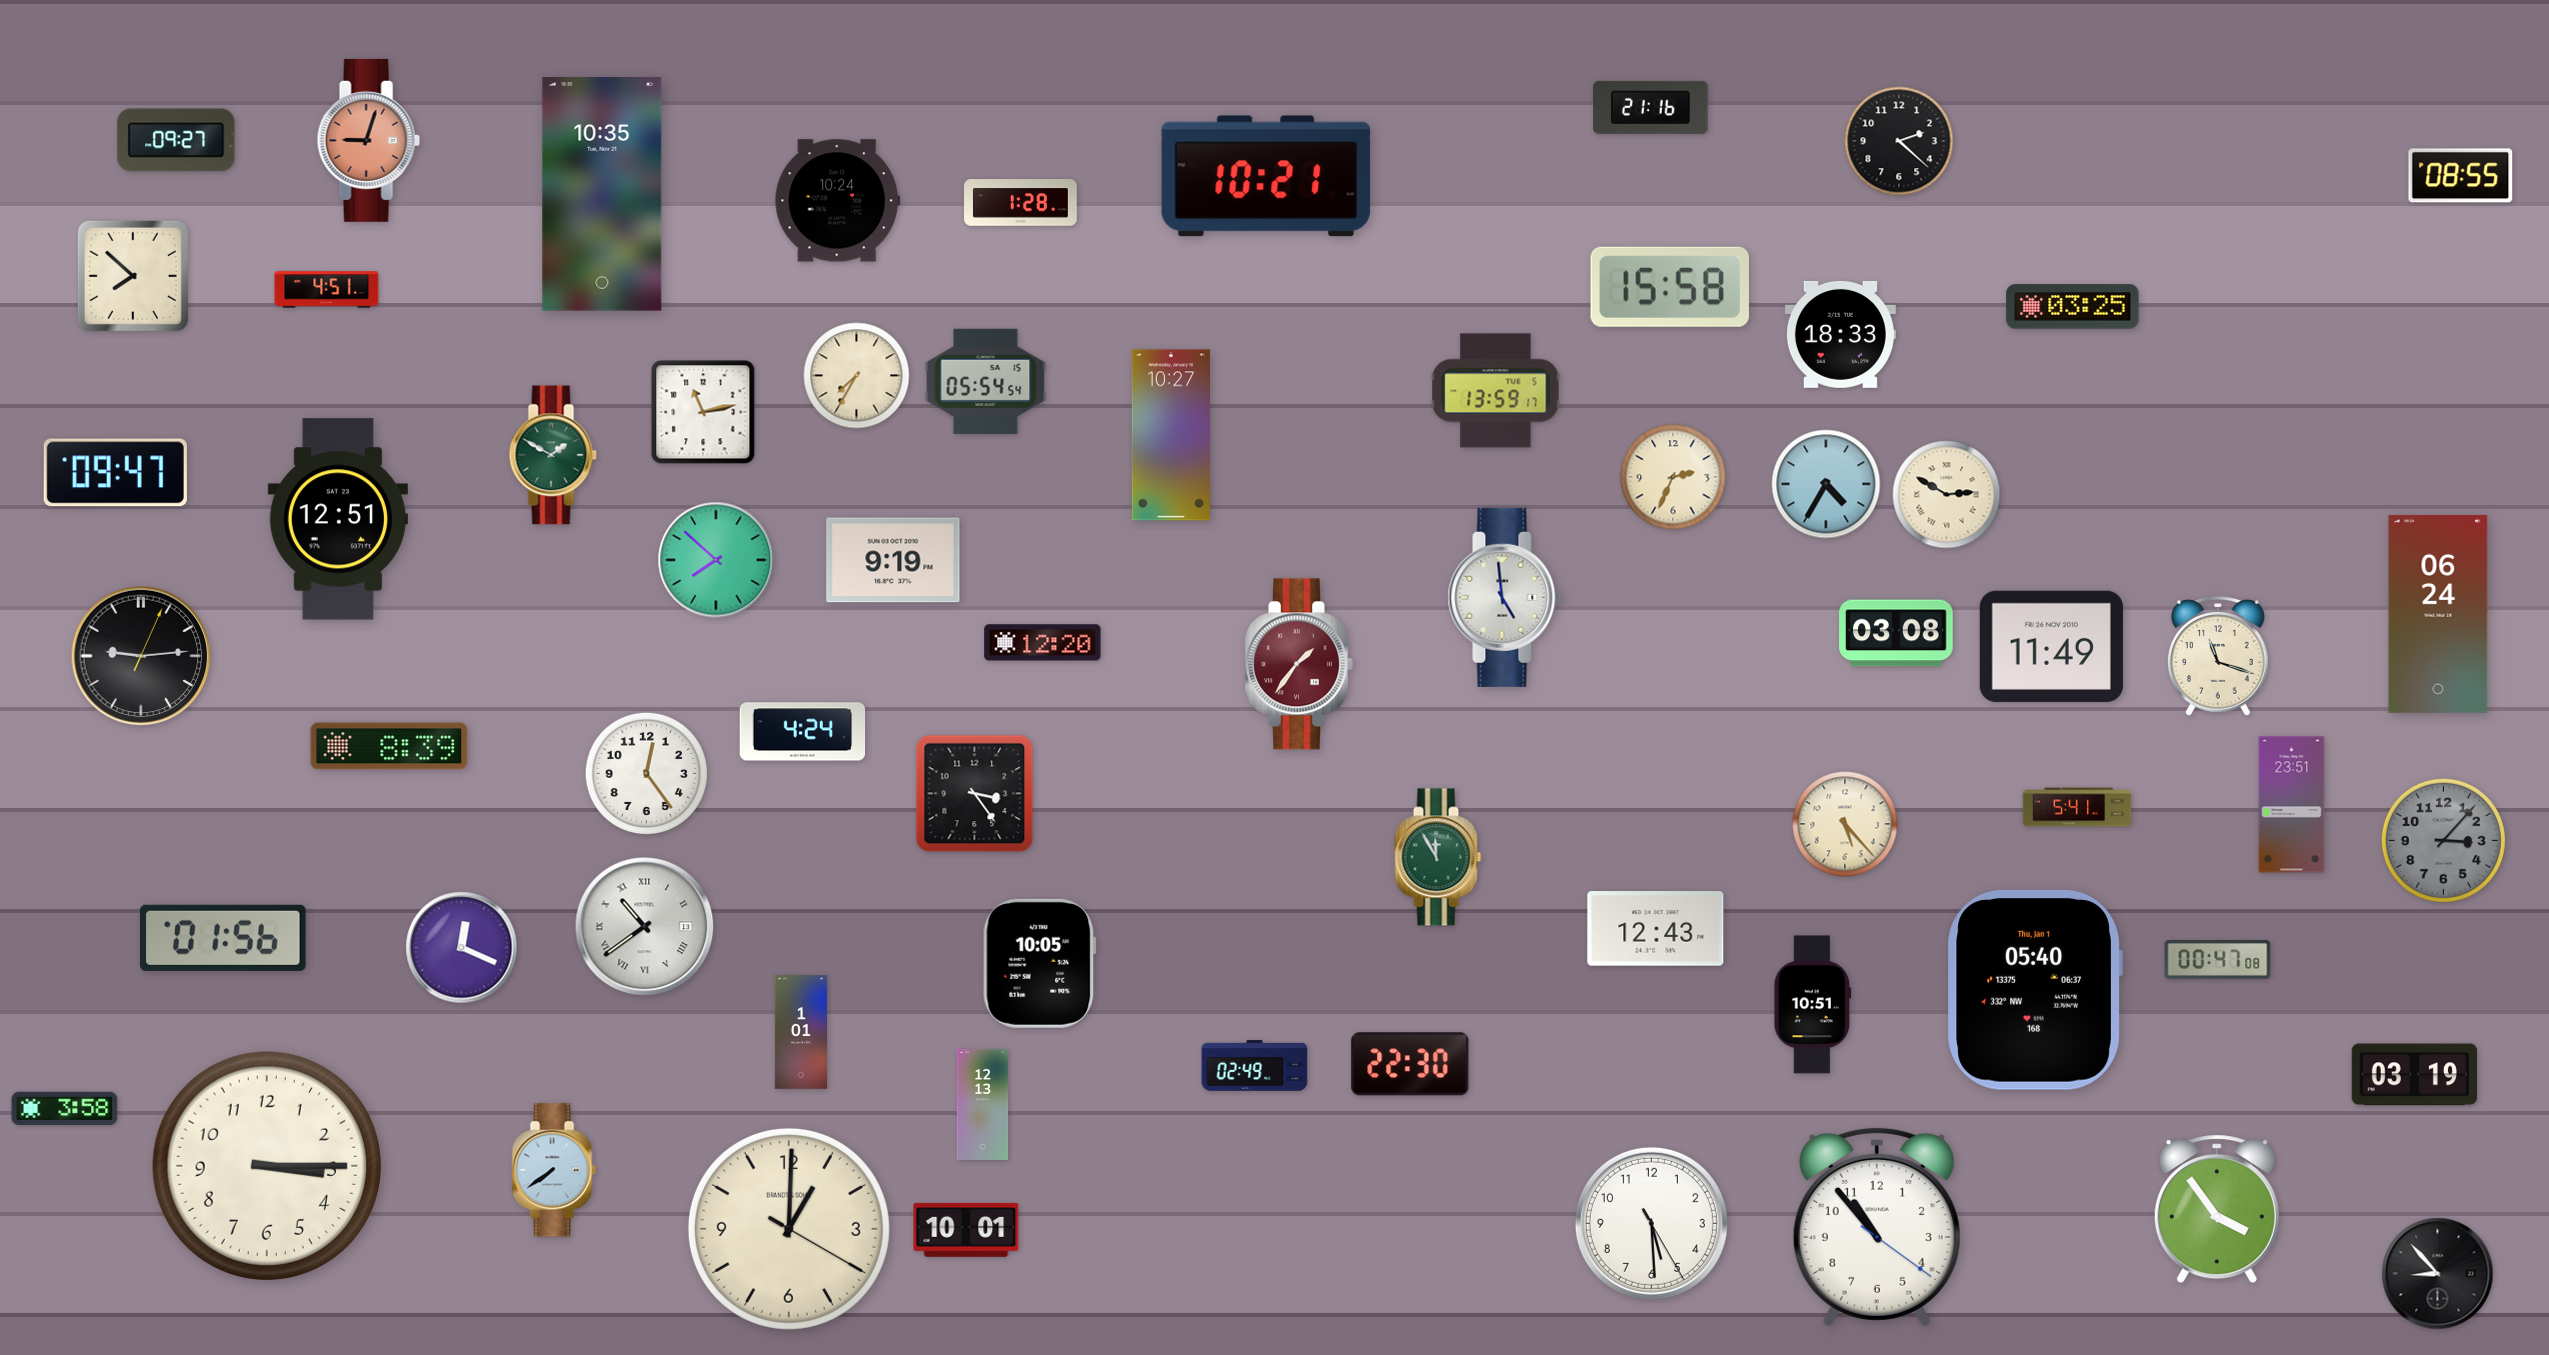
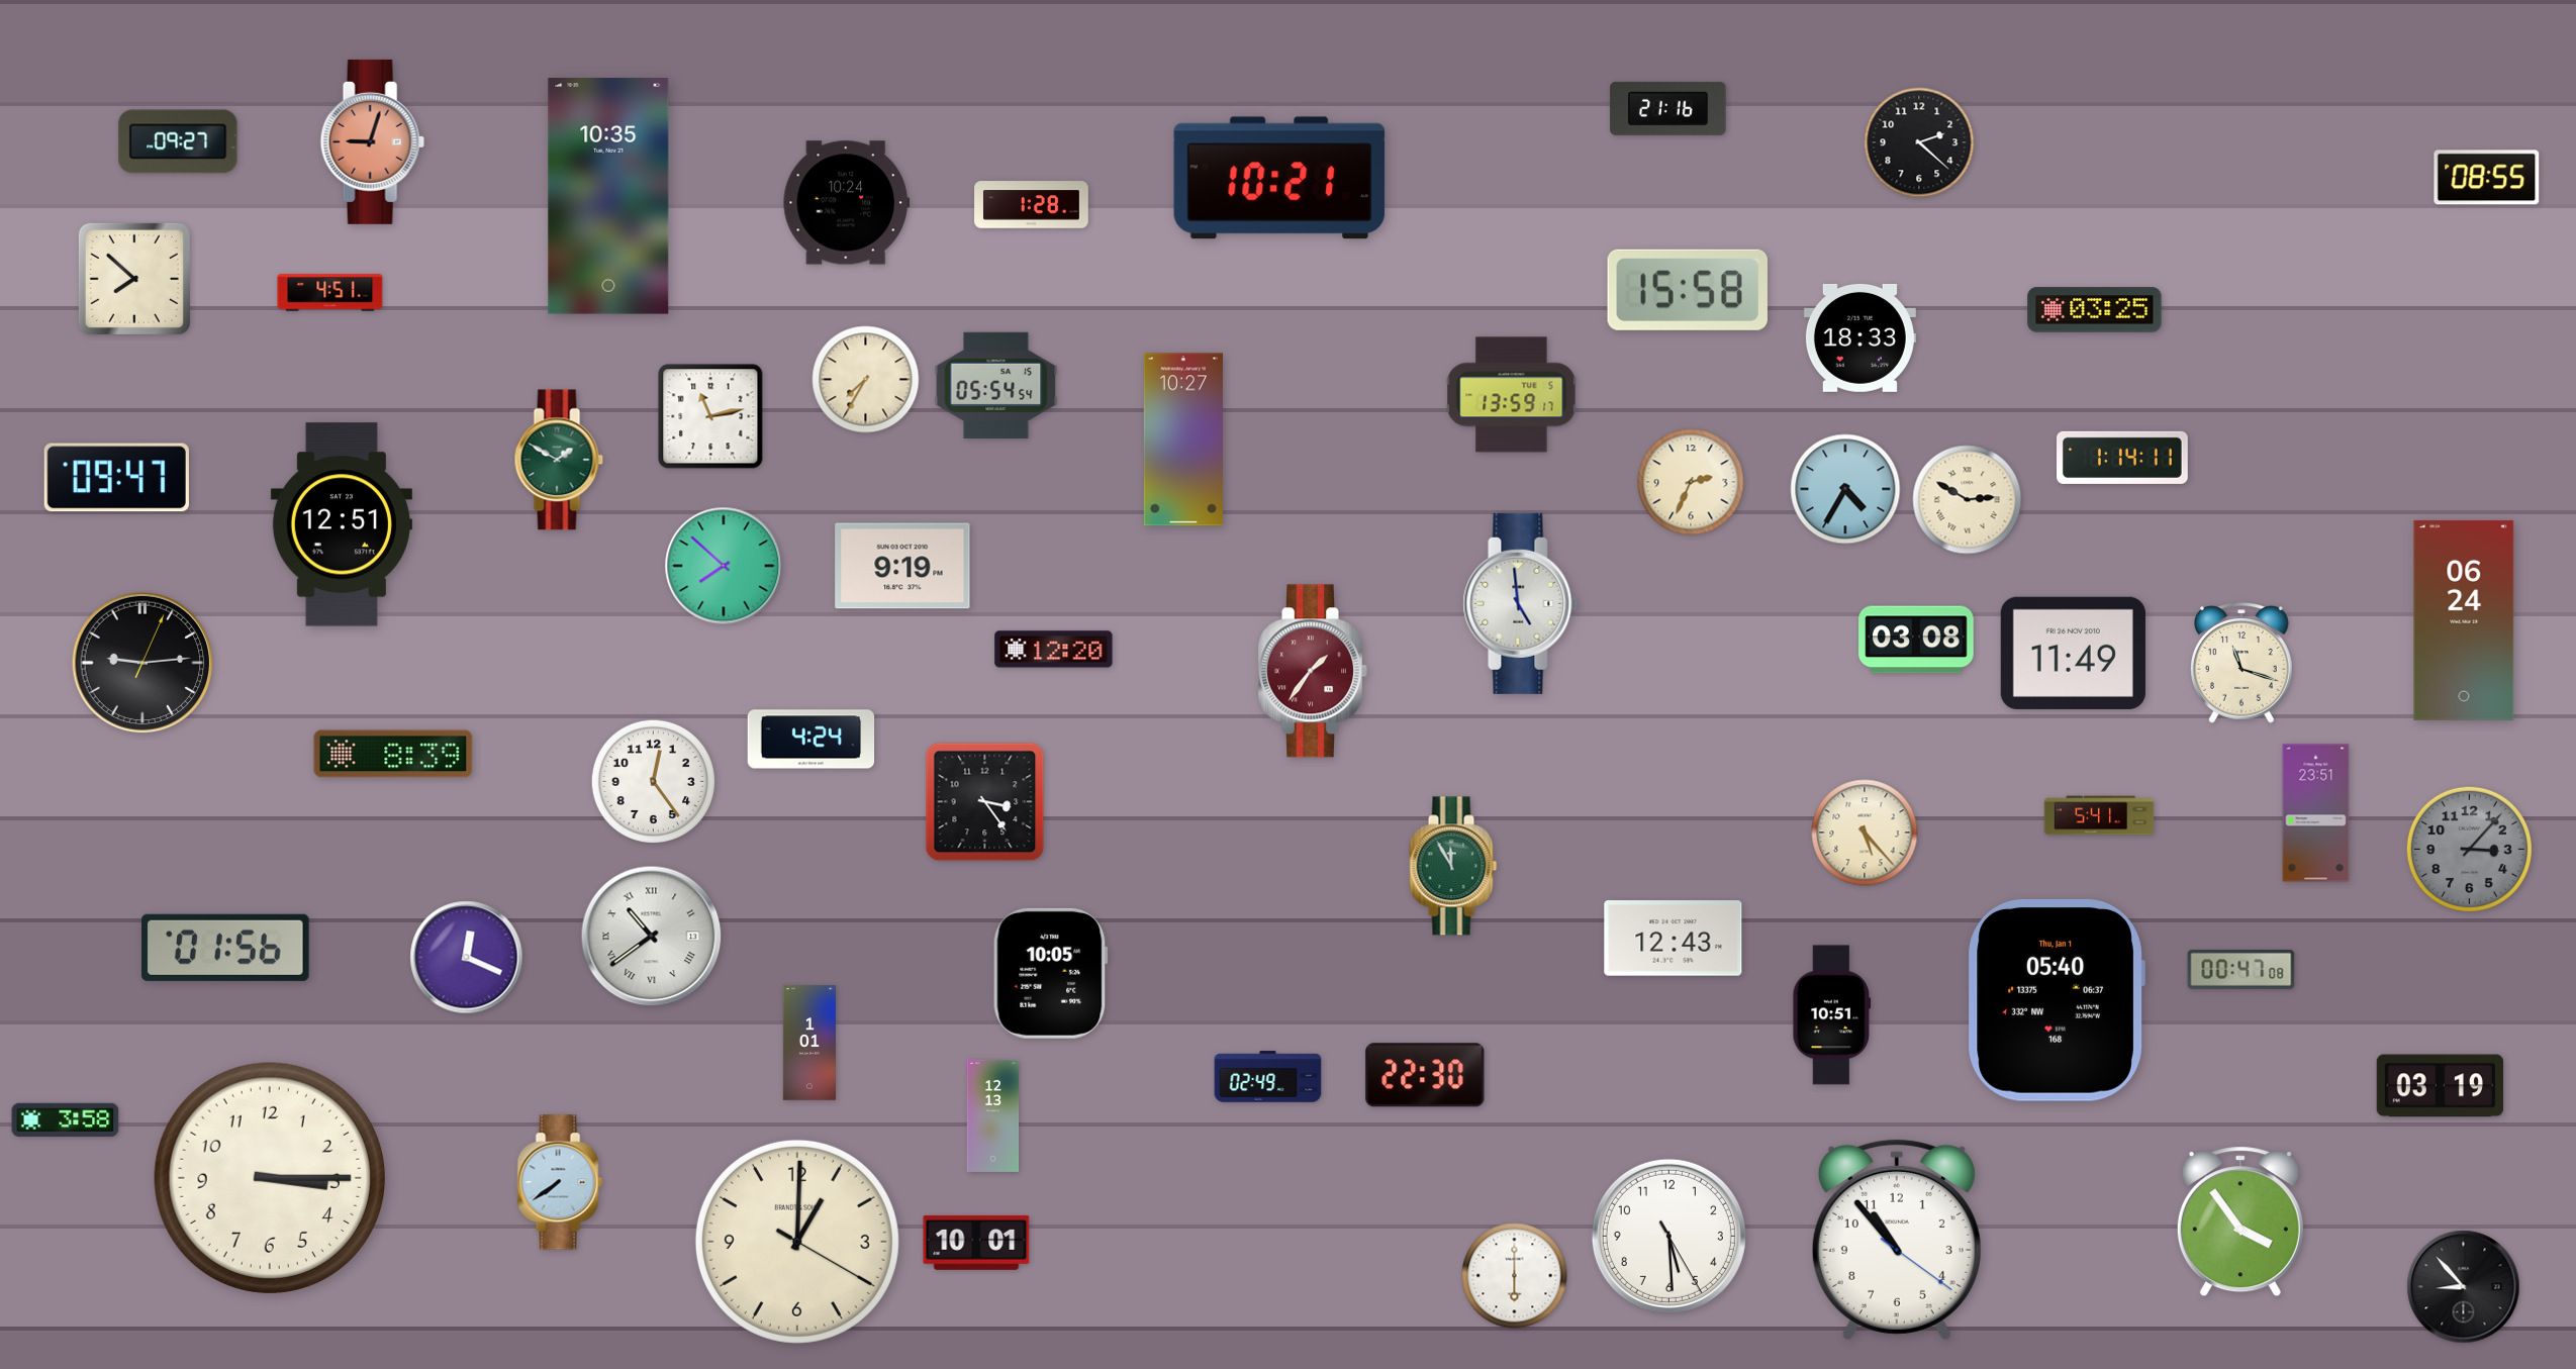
clock at (2123, 458): none -> 1:14
clock at (1515, 1276): none -> 6:00
